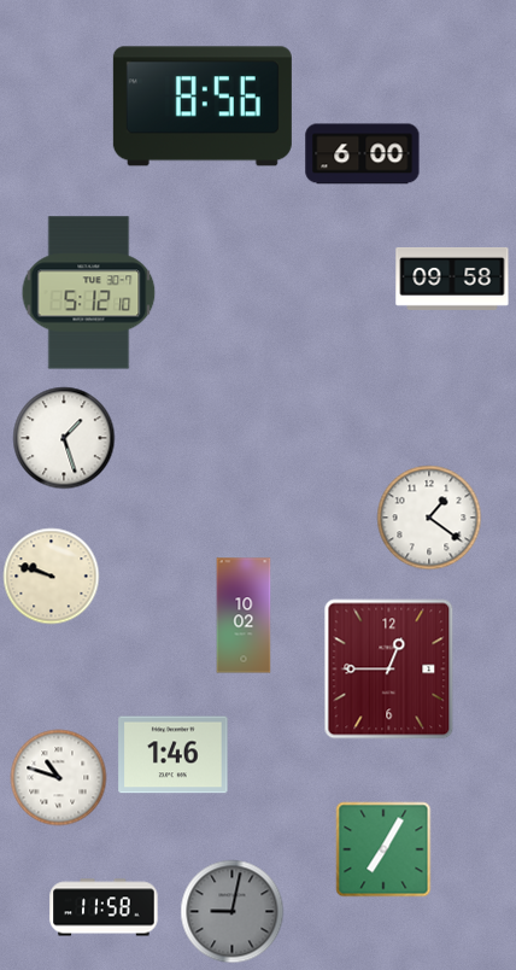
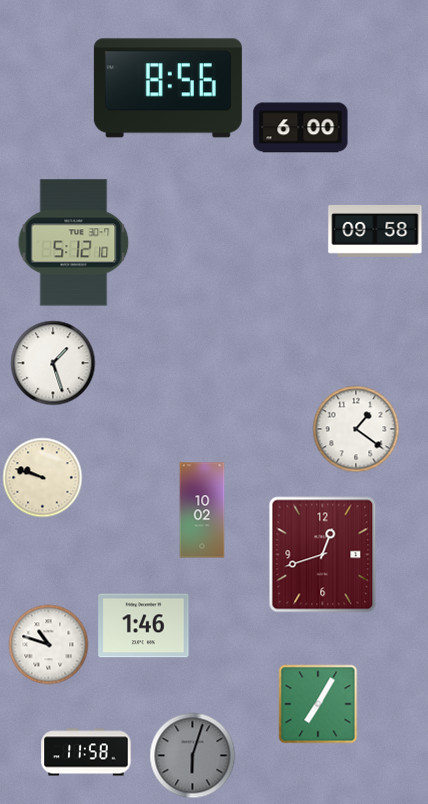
clock at (389, 670): 12:45 -> 12:42
clock at (233, 912): 9:02 -> 6:03
